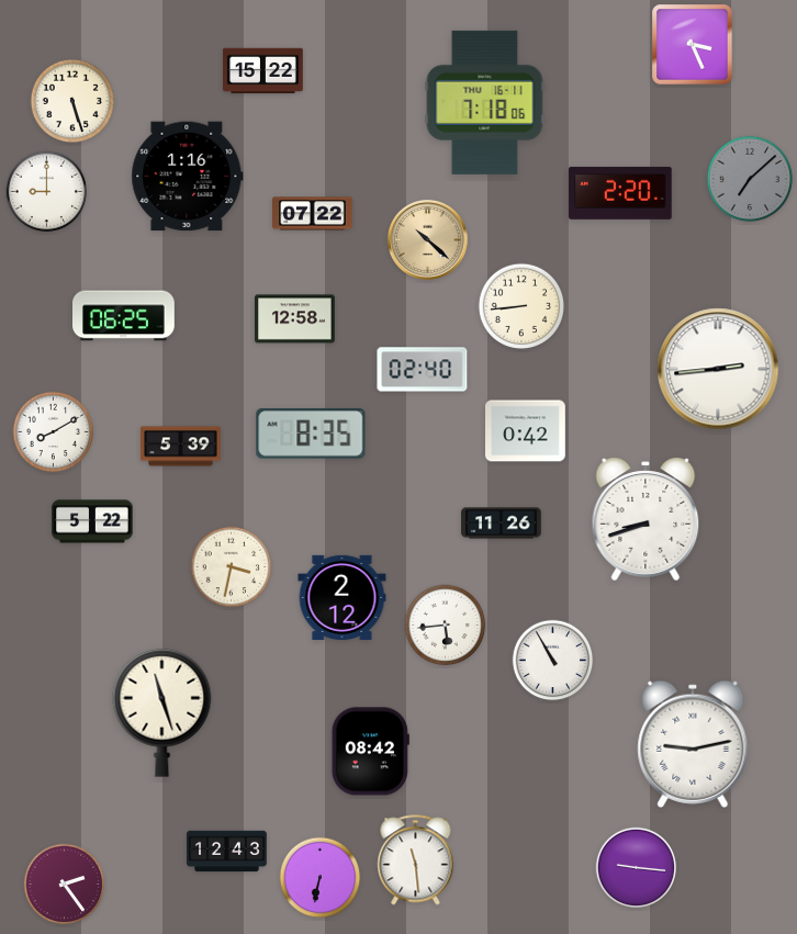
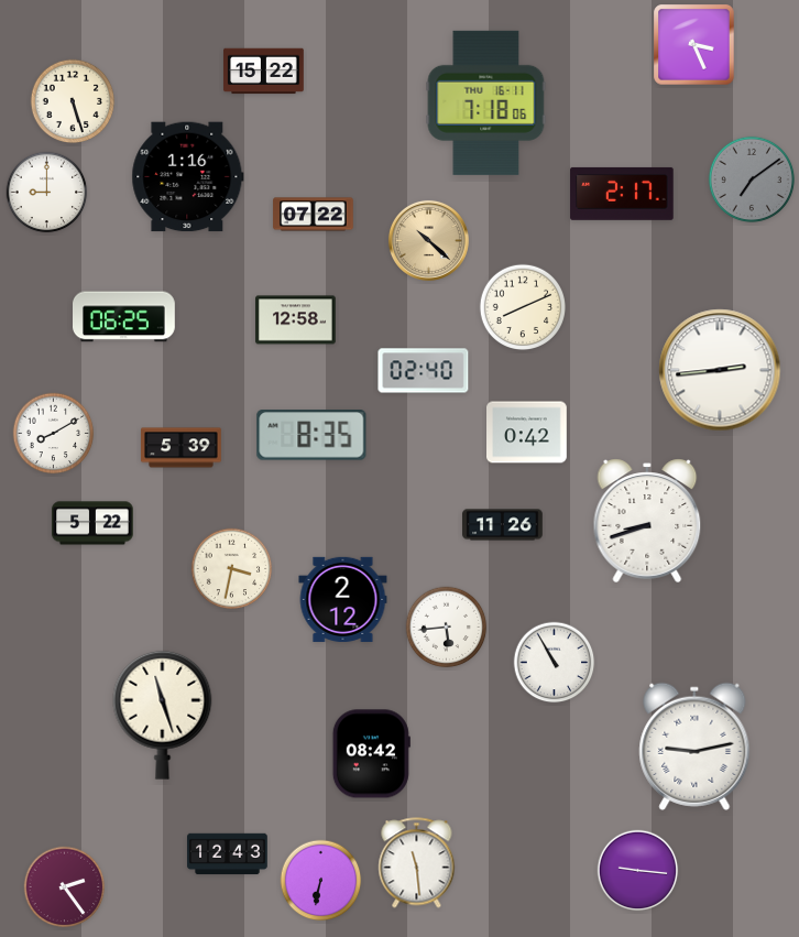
clock at (749, 178): 7:08 -> 7:09
clock at (620, 193): 2:20 -> 2:17
clock at (520, 305): 8:44 -> 8:11
